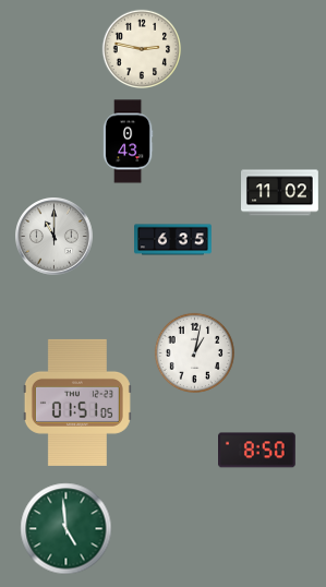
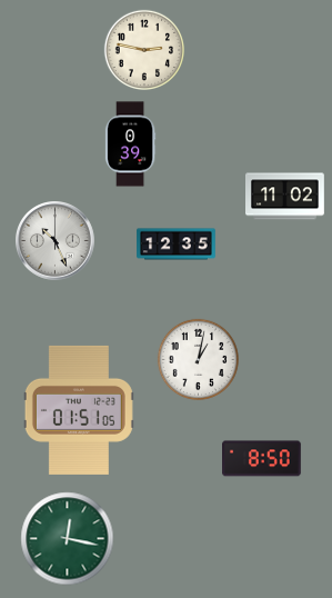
clock at (128, 142): 0:43 -> 0:39
clock at (55, 237): 11:00 -> 10:26
clock at (173, 240): 6:35 -> 12:35
clock at (67, 529): 4:59 -> 12:17
